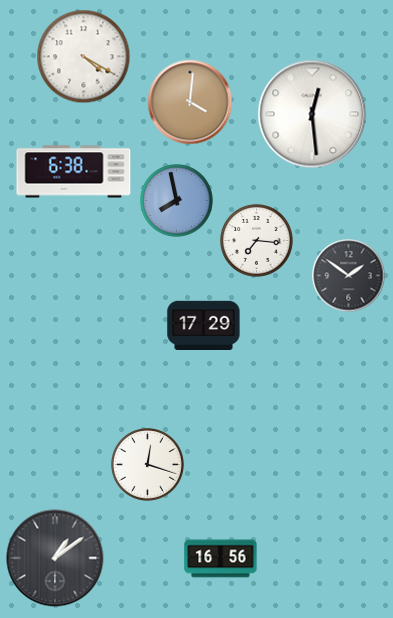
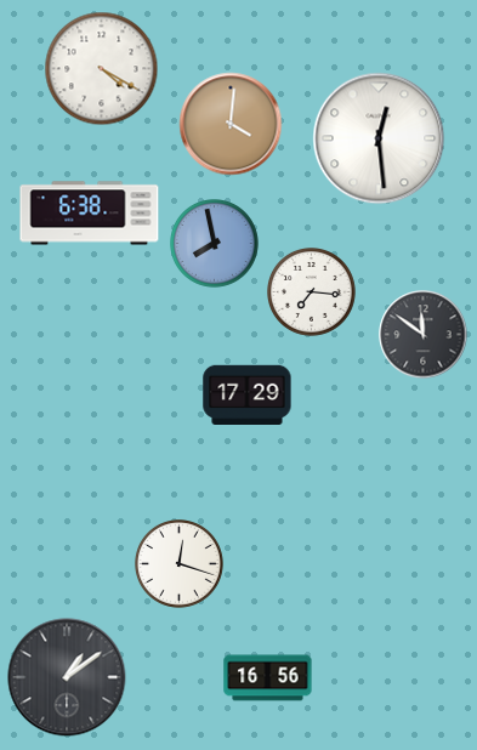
clock at (74, 172) position: (74, 172) -> (90, 214)
clock at (349, 276): 1:51 -> 11:51
